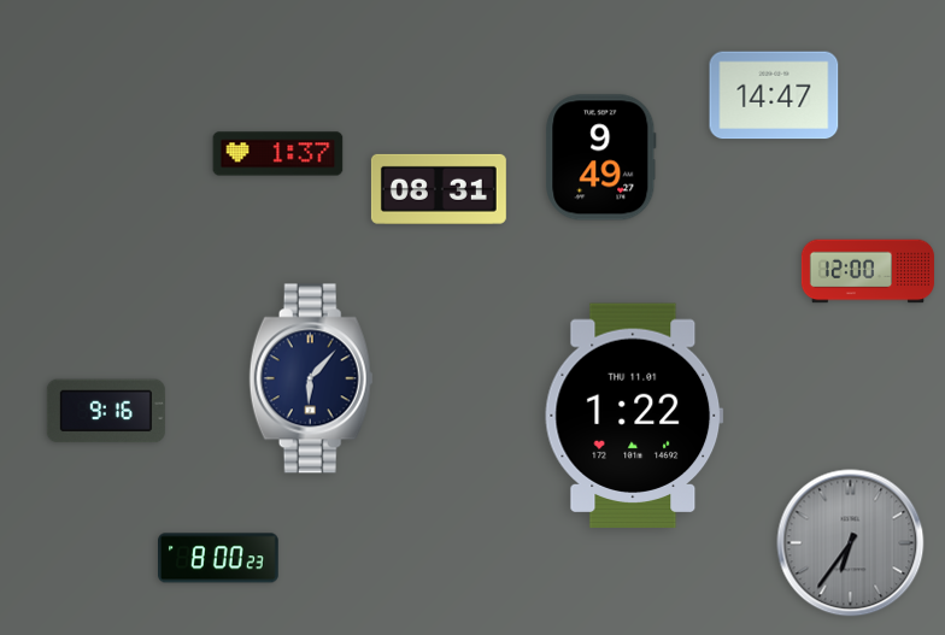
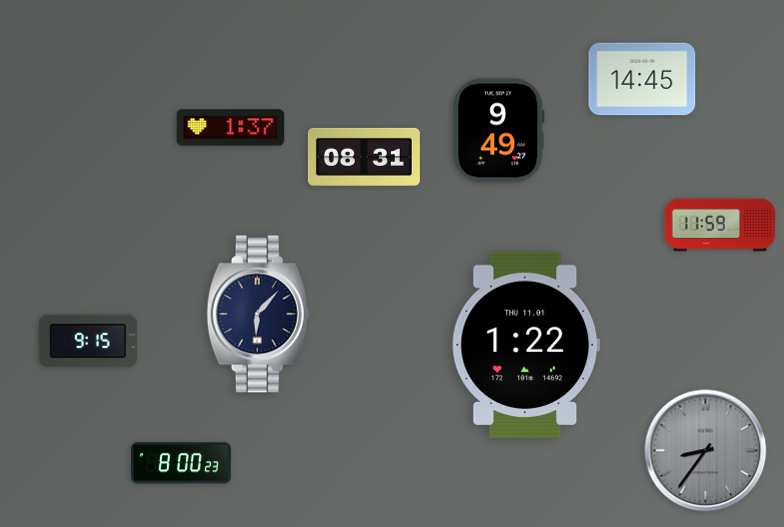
clock at (774, 95): 14:47 -> 14:45
clock at (867, 271): 12:00 -> 11:59
clock at (106, 411): 9:16 -> 9:15
clock at (851, 543): 6:36 -> 8:36
